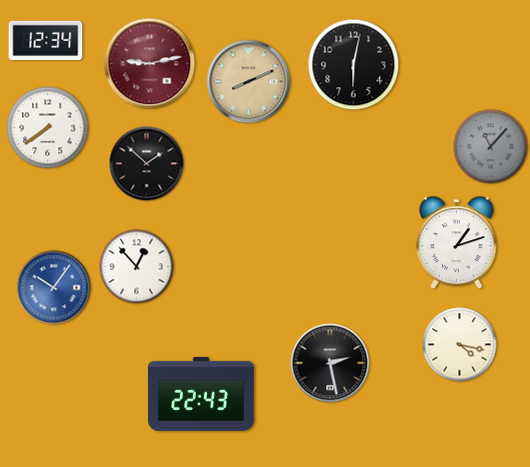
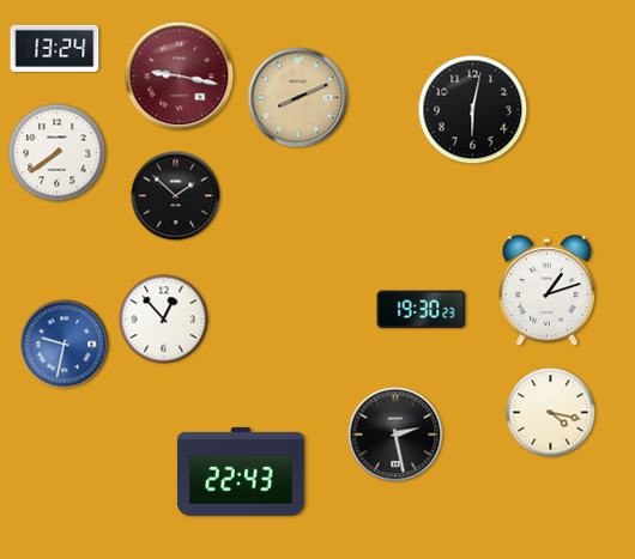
clock at (46, 40): 12:34 -> 13:24
clock at (150, 64): 9:13 -> 9:17
clock at (354, 65) position: (354, 65) -> (473, 110)
clock at (491, 147): 11:07 -> none
clock at (422, 310): none -> 19:30
clock at (54, 288): 10:06 -> 9:32
